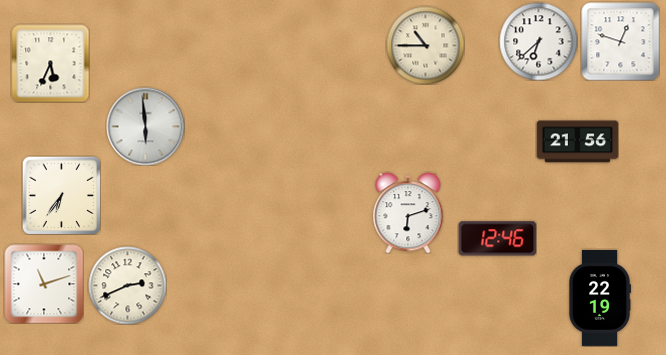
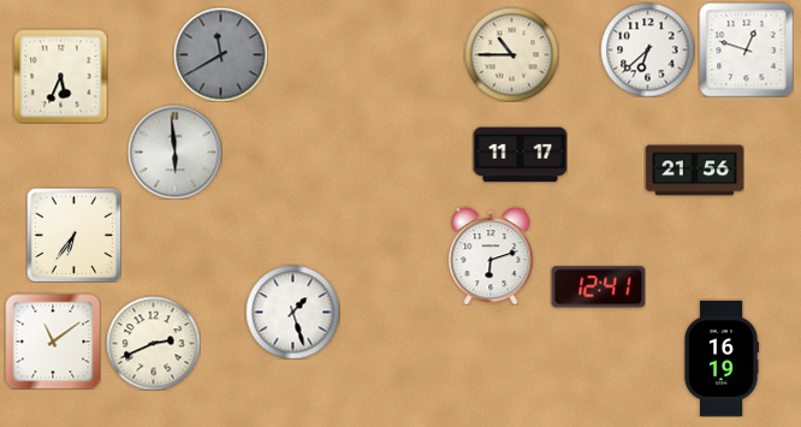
clock at (220, 54): none -> 11:40
clock at (520, 155): none -> 11:17
clock at (497, 239): 12:46 -> 12:41
clock at (292, 312): none -> 1:27
clock at (44, 284): 11:12 -> 11:09
clock at (599, 298): 22:19 -> 16:19
